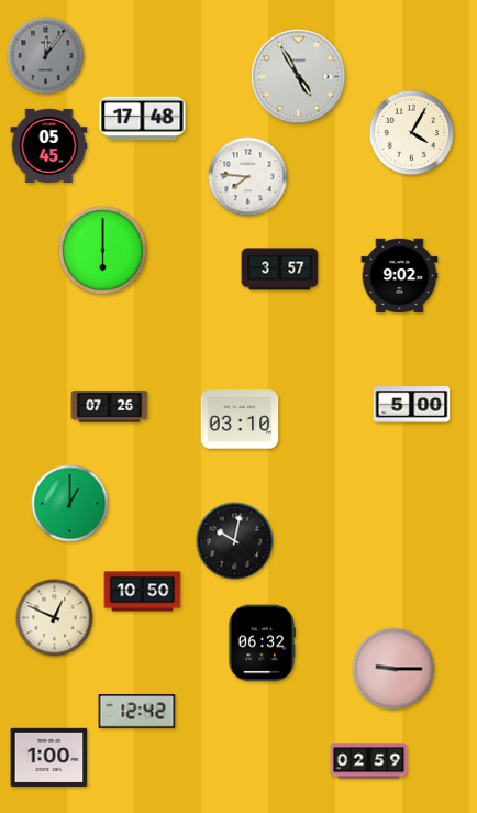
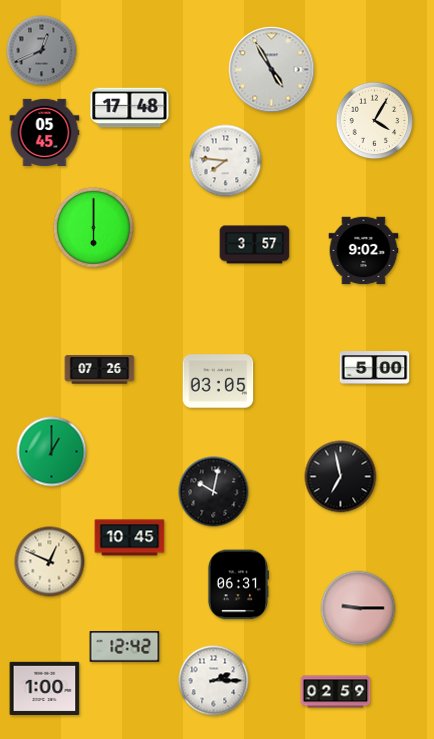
clock at (46, 56): 12:06 -> 12:41
clock at (240, 419): 03:10 -> 03:05
clock at (70, 504) position: (70, 504) -> (52, 452)
clock at (341, 477): none -> 6:58
clock at (143, 592): 10:50 -> 10:45
clock at (260, 644): 06:32 -> 06:31
clock at (214, 681): none -> 2:15
